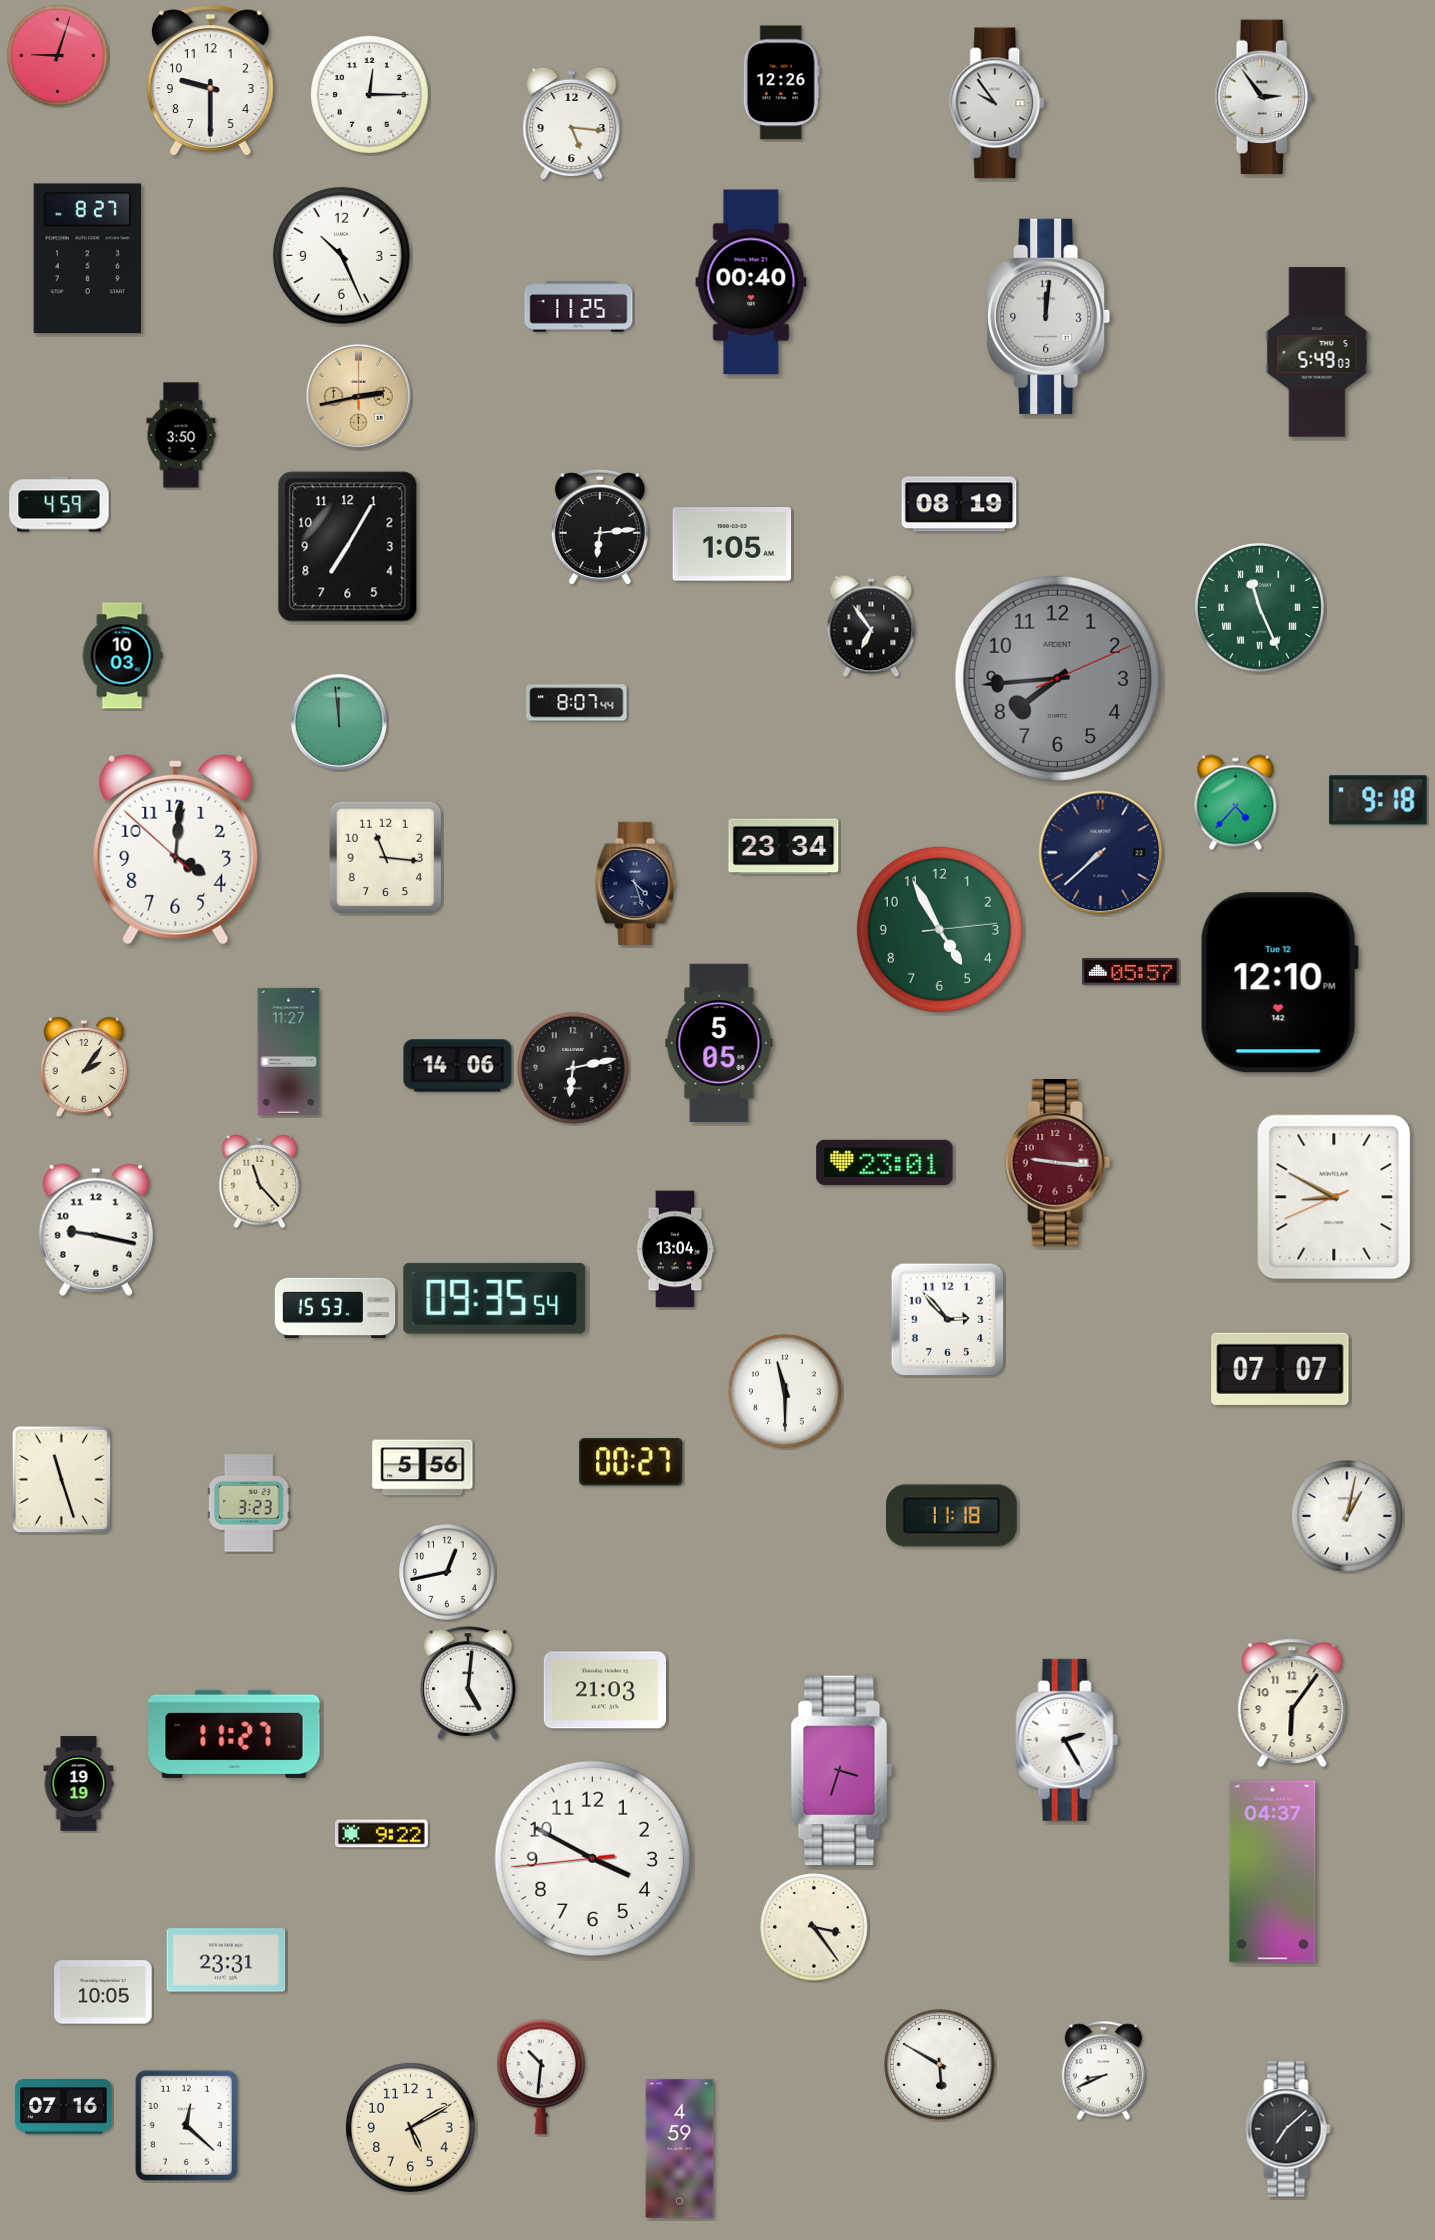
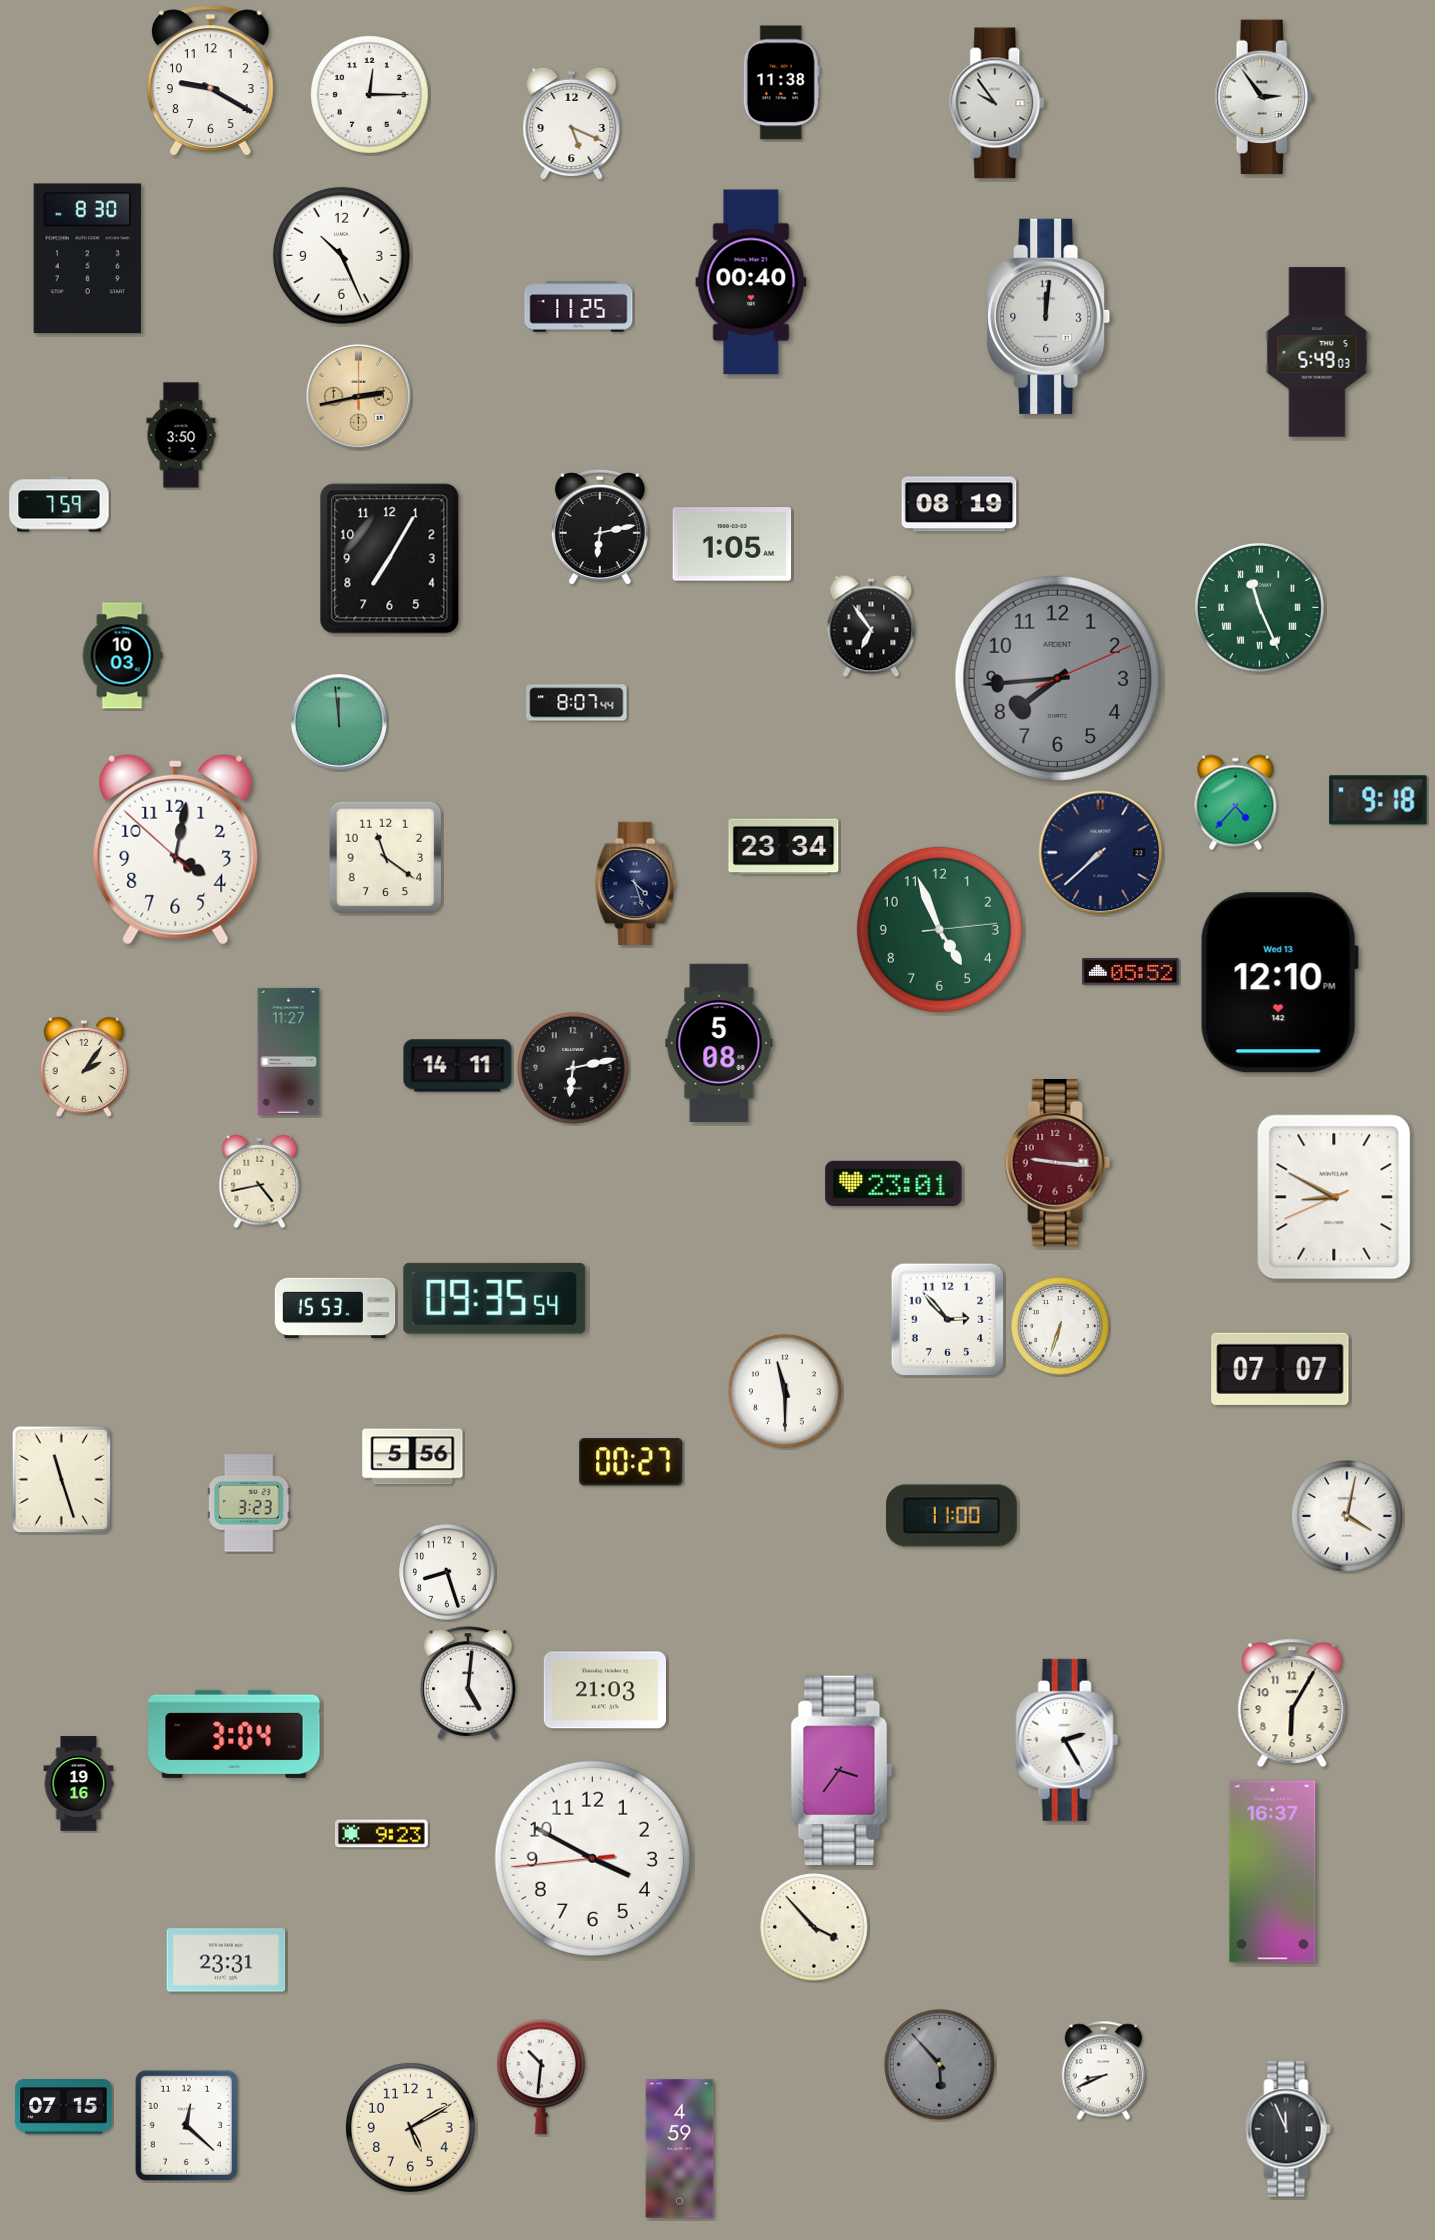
clock at (58, 56): 9:03 -> none
clock at (210, 81): 9:30 -> 9:20
clock at (781, 83): 12:26 -> 11:38
clock at (572, 124): 5:16 -> 5:19
clock at (87, 259): 8:27 -> 8:30
clock at (59, 504): 4:59 -> 7:59
clock at (600, 527): 6:14 -> 6:13
clock at (348, 547) position: (348, 547) -> (390, 559)
clock at (176, 849): 4:00 -> 4:01
clock at (386, 858): 11:16 -> 11:21
clock at (939, 929): 4:55 -> 4:56
clock at (1131, 972): 05:57 -> 05:52
clock at (1279, 983) date: Tue 12 -> Wed 13
clock at (719, 1043): 5:05 -> 5:08
clock at (458, 1066): 14:06 -> 14:11
clock at (885, 1162) position: (885, 1162) -> (894, 1183)
clock at (260, 1182): 11:23 -> 4:43
clock at (96, 1230): 9:17 -> none
clock at (675, 1249): 13:04 -> none
clock at (1060, 1326): none -> 6:33
clock at (423, 1468) position: (423, 1468) -> (413, 1457)
clock at (952, 1516): 11:18 -> 11:00
clock at (1347, 1516): 1:02 -> 4:02
clock at (447, 1572): 12:43 -> 8:27
clock at (1292, 1703): 6:06 -> 6:05
clock at (234, 1734): 11:27 -> 3:04
clock at (842, 1771): 3:33 -> 3:36
clock at (79, 1784): 19:19 -> 19:16
clock at (381, 1834): 9:22 -> 9:23
clock at (1273, 1872): 04:37 -> 16:37
clock at (814, 1927): 3:24 -> 3:53
clock at (103, 1992): 10:05 -> none
clock at (940, 2065): 5:50 -> 5:53
clock at (940, 2065) dial: white -> grey
clock at (64, 2107): 07:16 -> 07:15
clock at (1288, 2129): 7:08 -> 11:56
